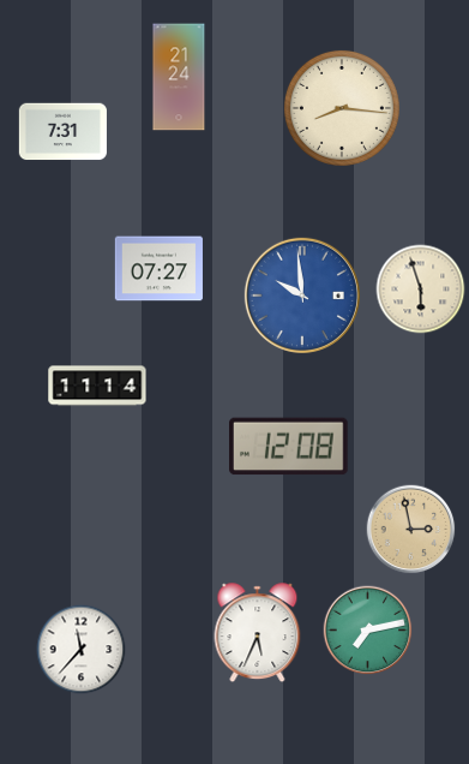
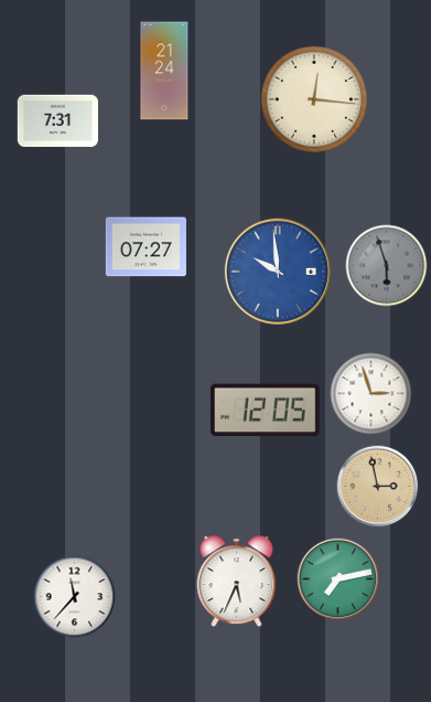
clock at (342, 108): 8:16 -> 12:16
clock at (421, 290) dial: cream -> grey
clock at (97, 386): 11:14 -> none
clock at (371, 394): none -> 2:57
clock at (289, 447): 12:08 -> 12:05
